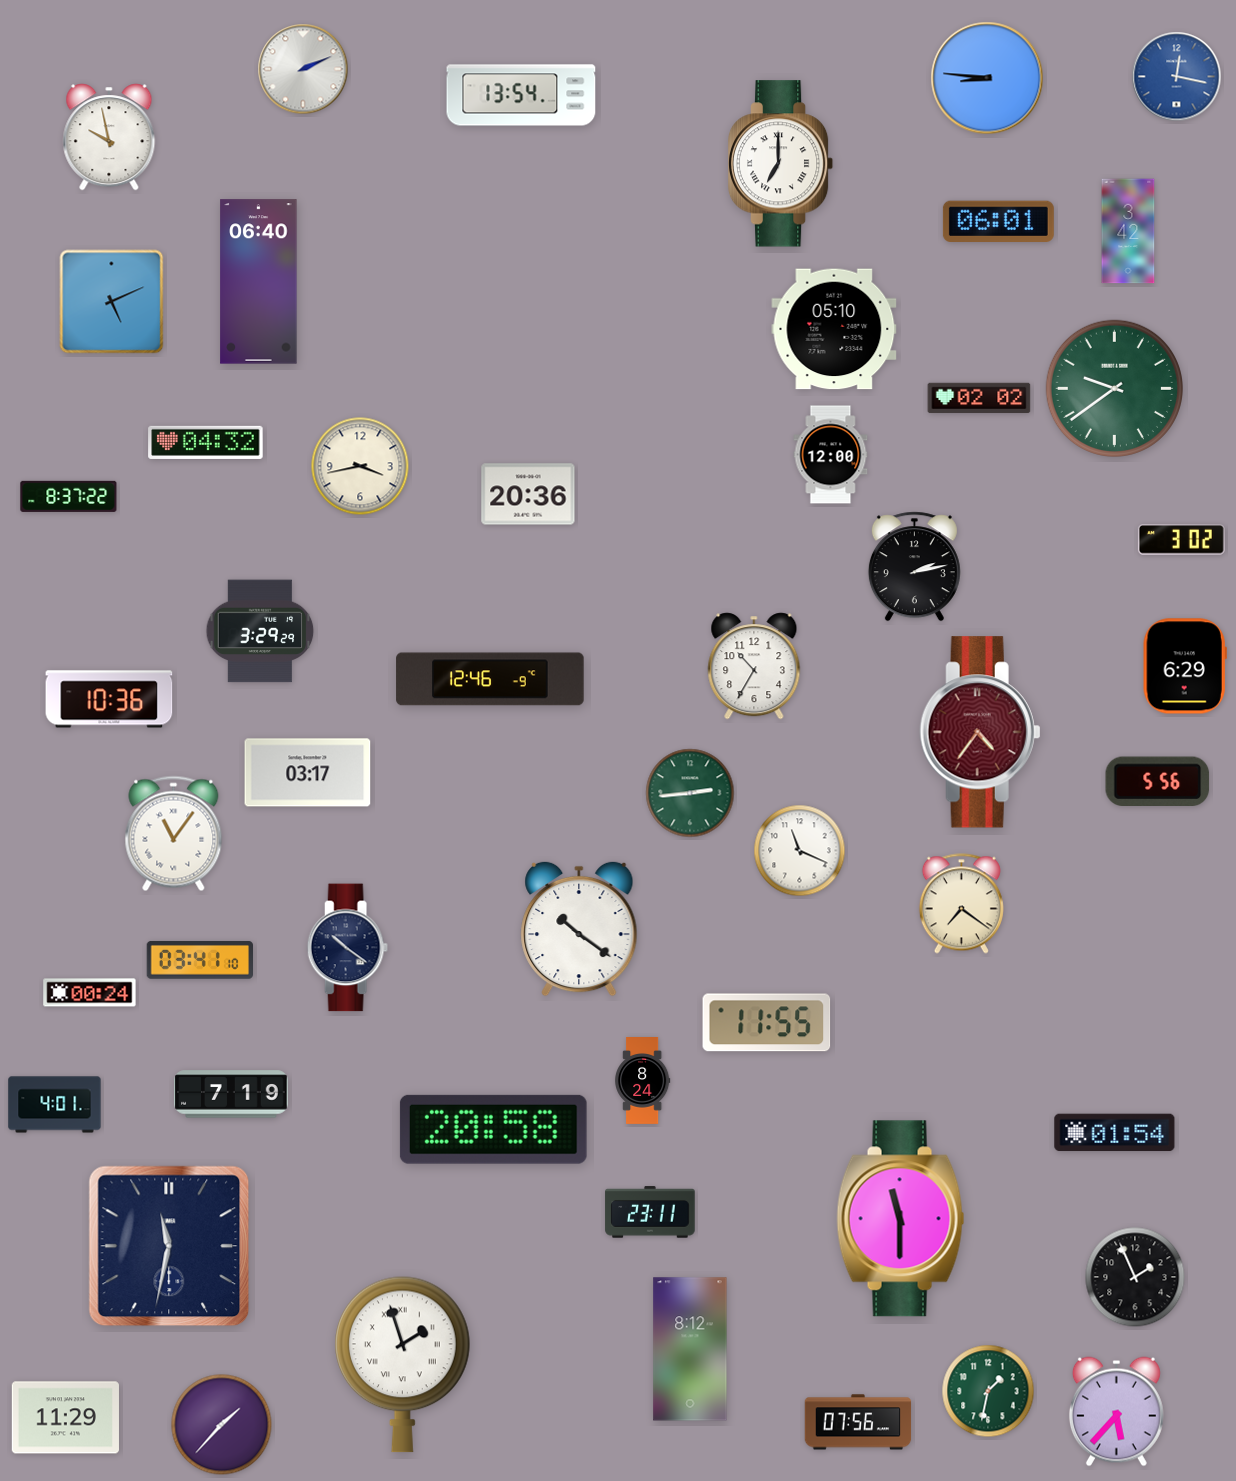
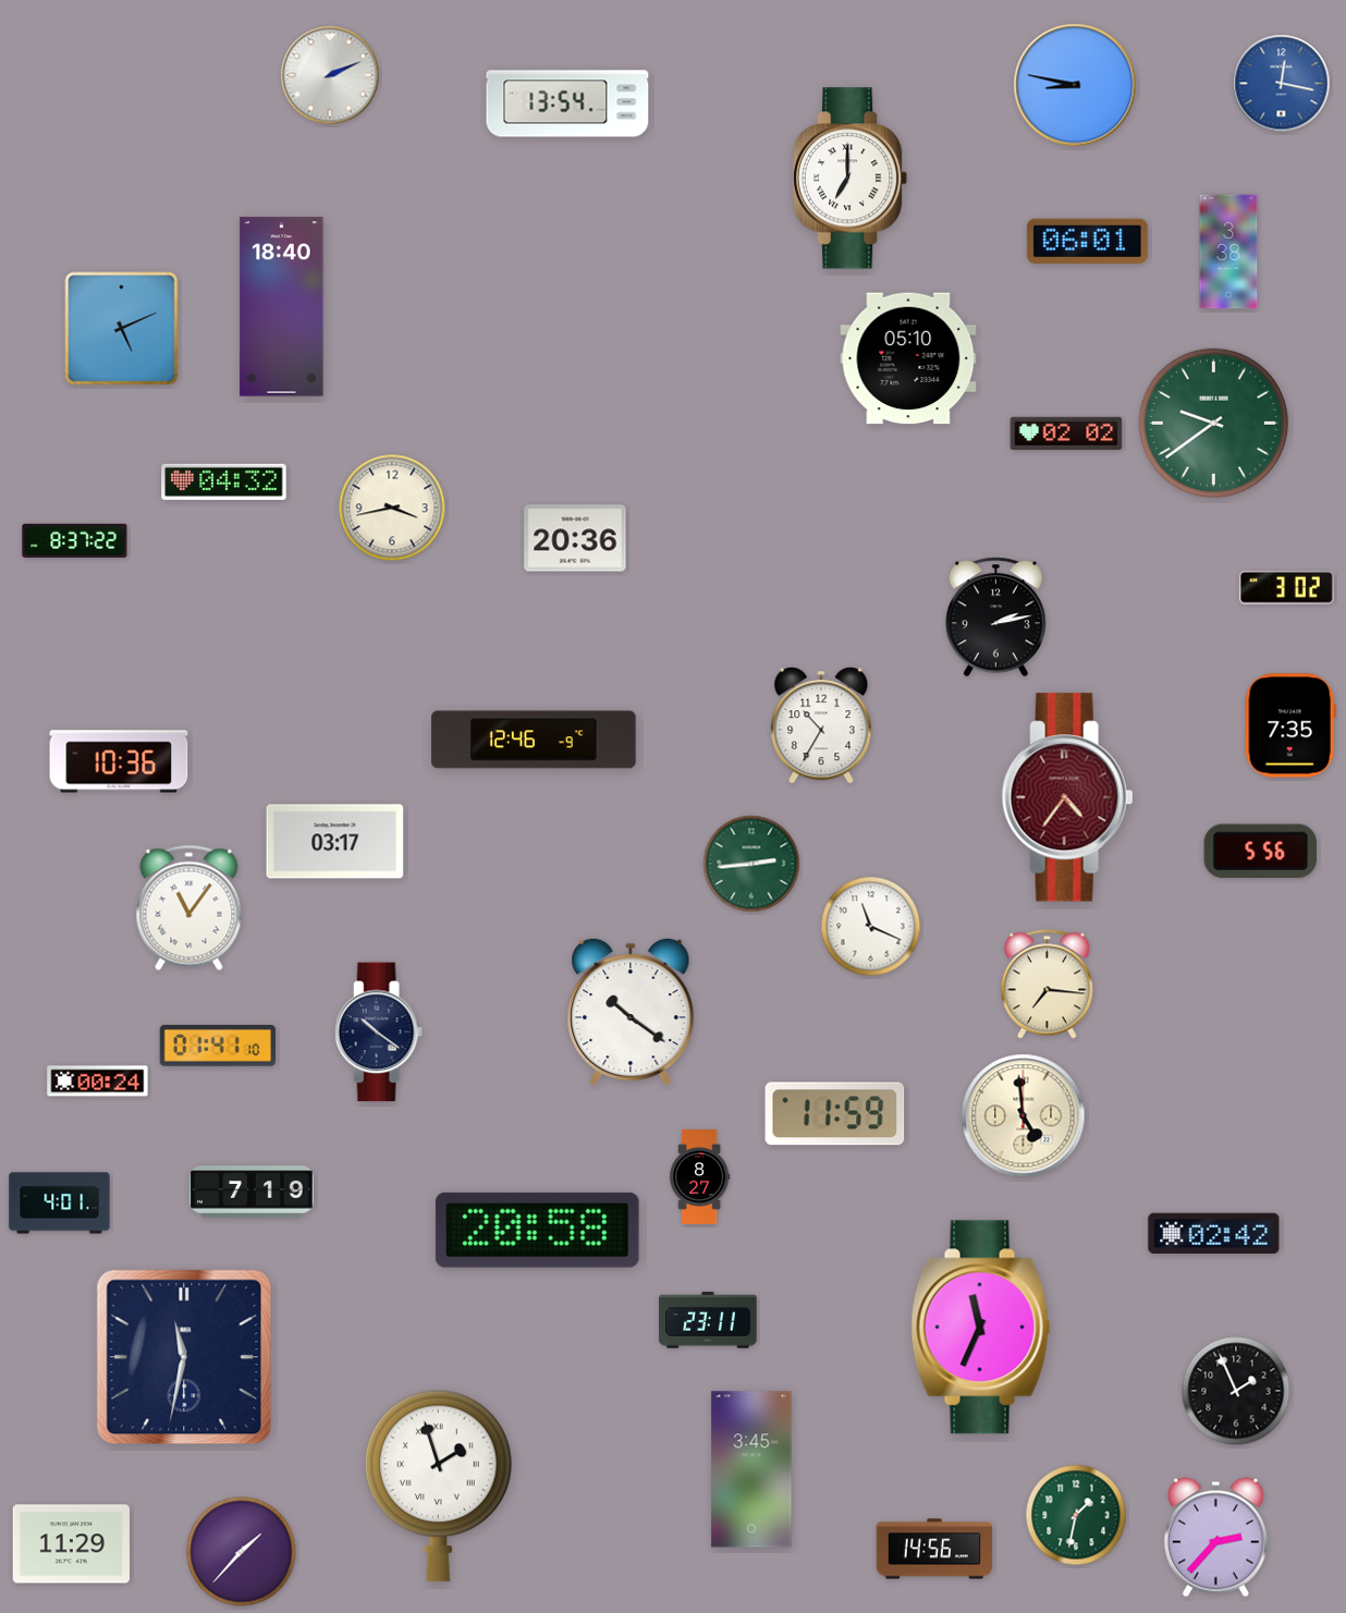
clock at (987, 78): 8:46 -> 8:47
clock at (109, 137): 9:58 -> none
clock at (1128, 231): 3:42 -> 3:38
clock at (259, 282): 06:40 -> 18:40
clock at (831, 455): 12:00 -> none
clock at (260, 631): 3:29 -> none
clock at (1185, 666): 6:29 -> 7:35
clock at (961, 904): 7:21 -> 7:16
clock at (199, 960): 03:41 -> 01:41
clock at (767, 1023): 11:55 -> 11:59
clock at (1024, 1116): none -> 4:59
clock at (643, 1081): 8:24 -> 8:27
clock at (1115, 1133): 01:54 -> 02:42
clock at (901, 1219): 11:30 -> 11:34
clock at (690, 1349): 8:12 -> 3:45
clock at (1116, 1412): 5:37 -> 2:37
clock at (858, 1422): 07:56 -> 14:56
